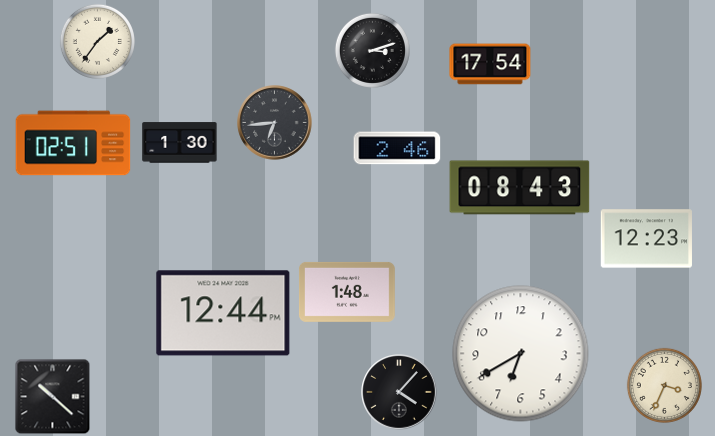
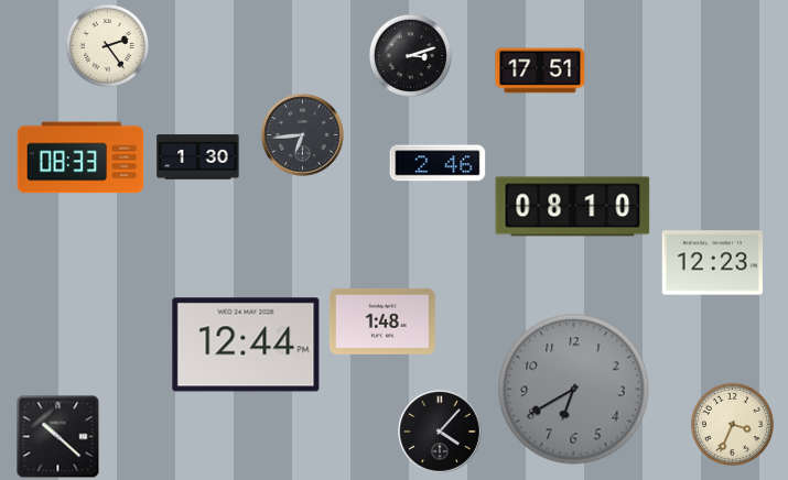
clock at (97, 41): 1:36 -> 2:24
clock at (490, 64): 17:54 -> 17:51
clock at (73, 143): 02:51 -> 08:33
clock at (520, 188): 08:43 -> 08:10
clock at (521, 354) dial: white -> grey
